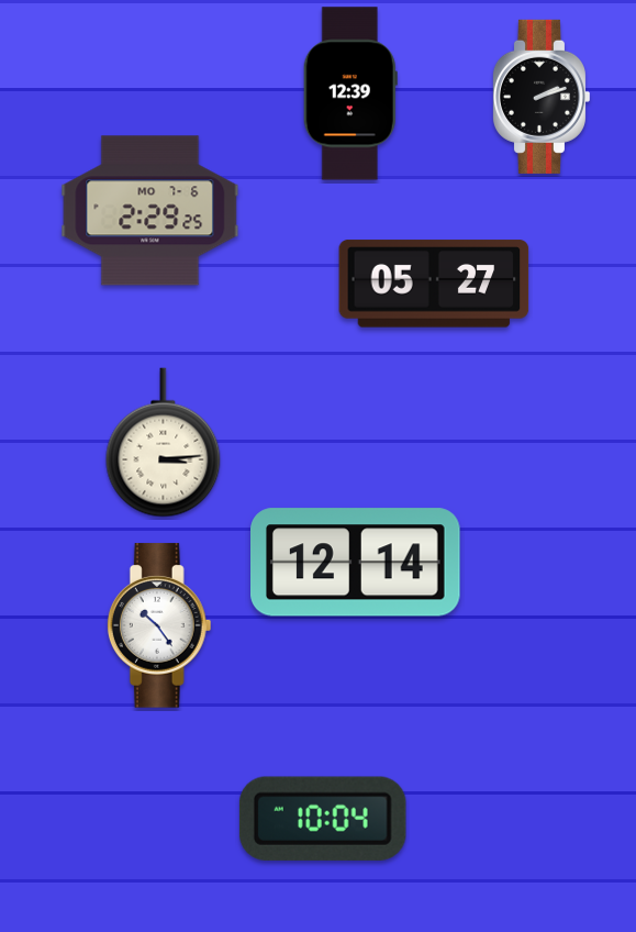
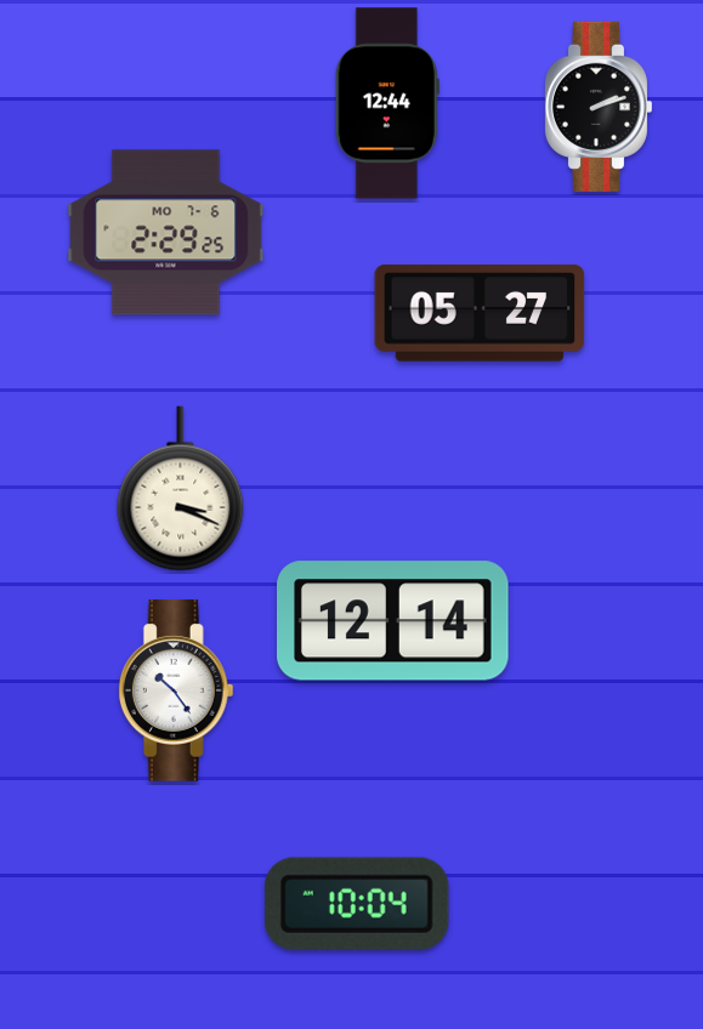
clock at (350, 93): 12:39 -> 12:44
clock at (164, 443): 3:14 -> 3:19
